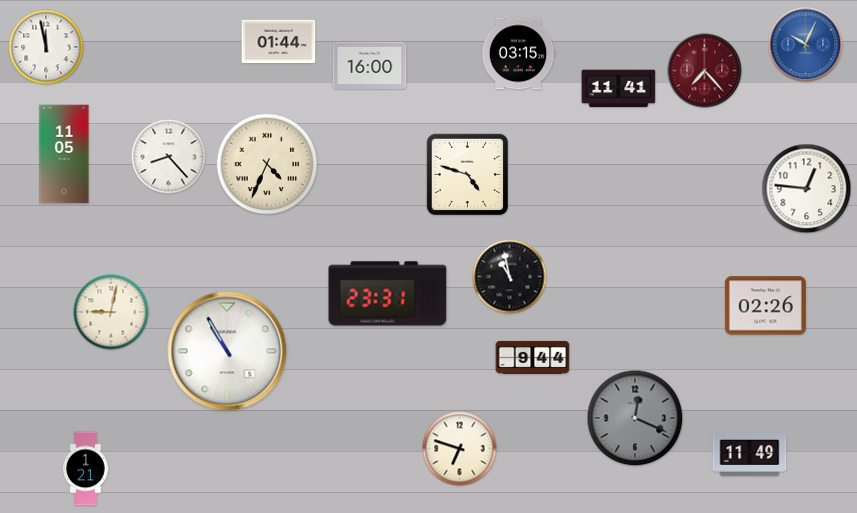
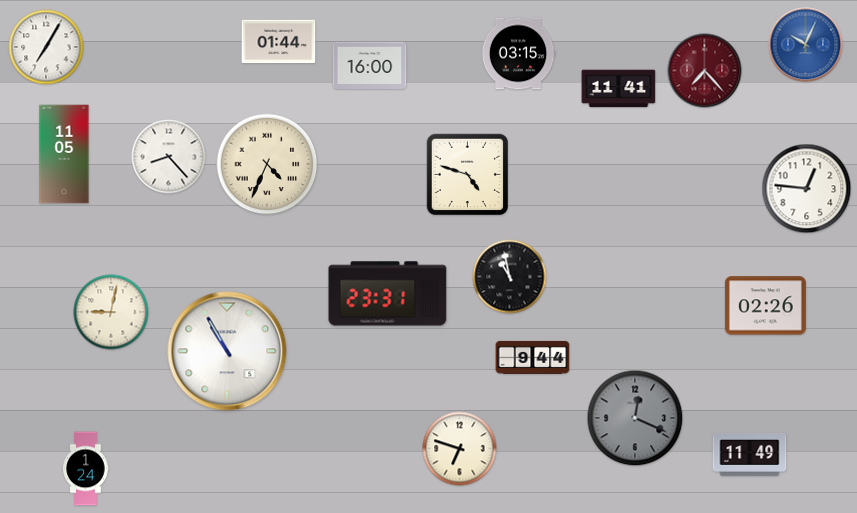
clock at (46, 47): 11:58 -> 7:05
clock at (86, 469): 1:21 -> 1:24
